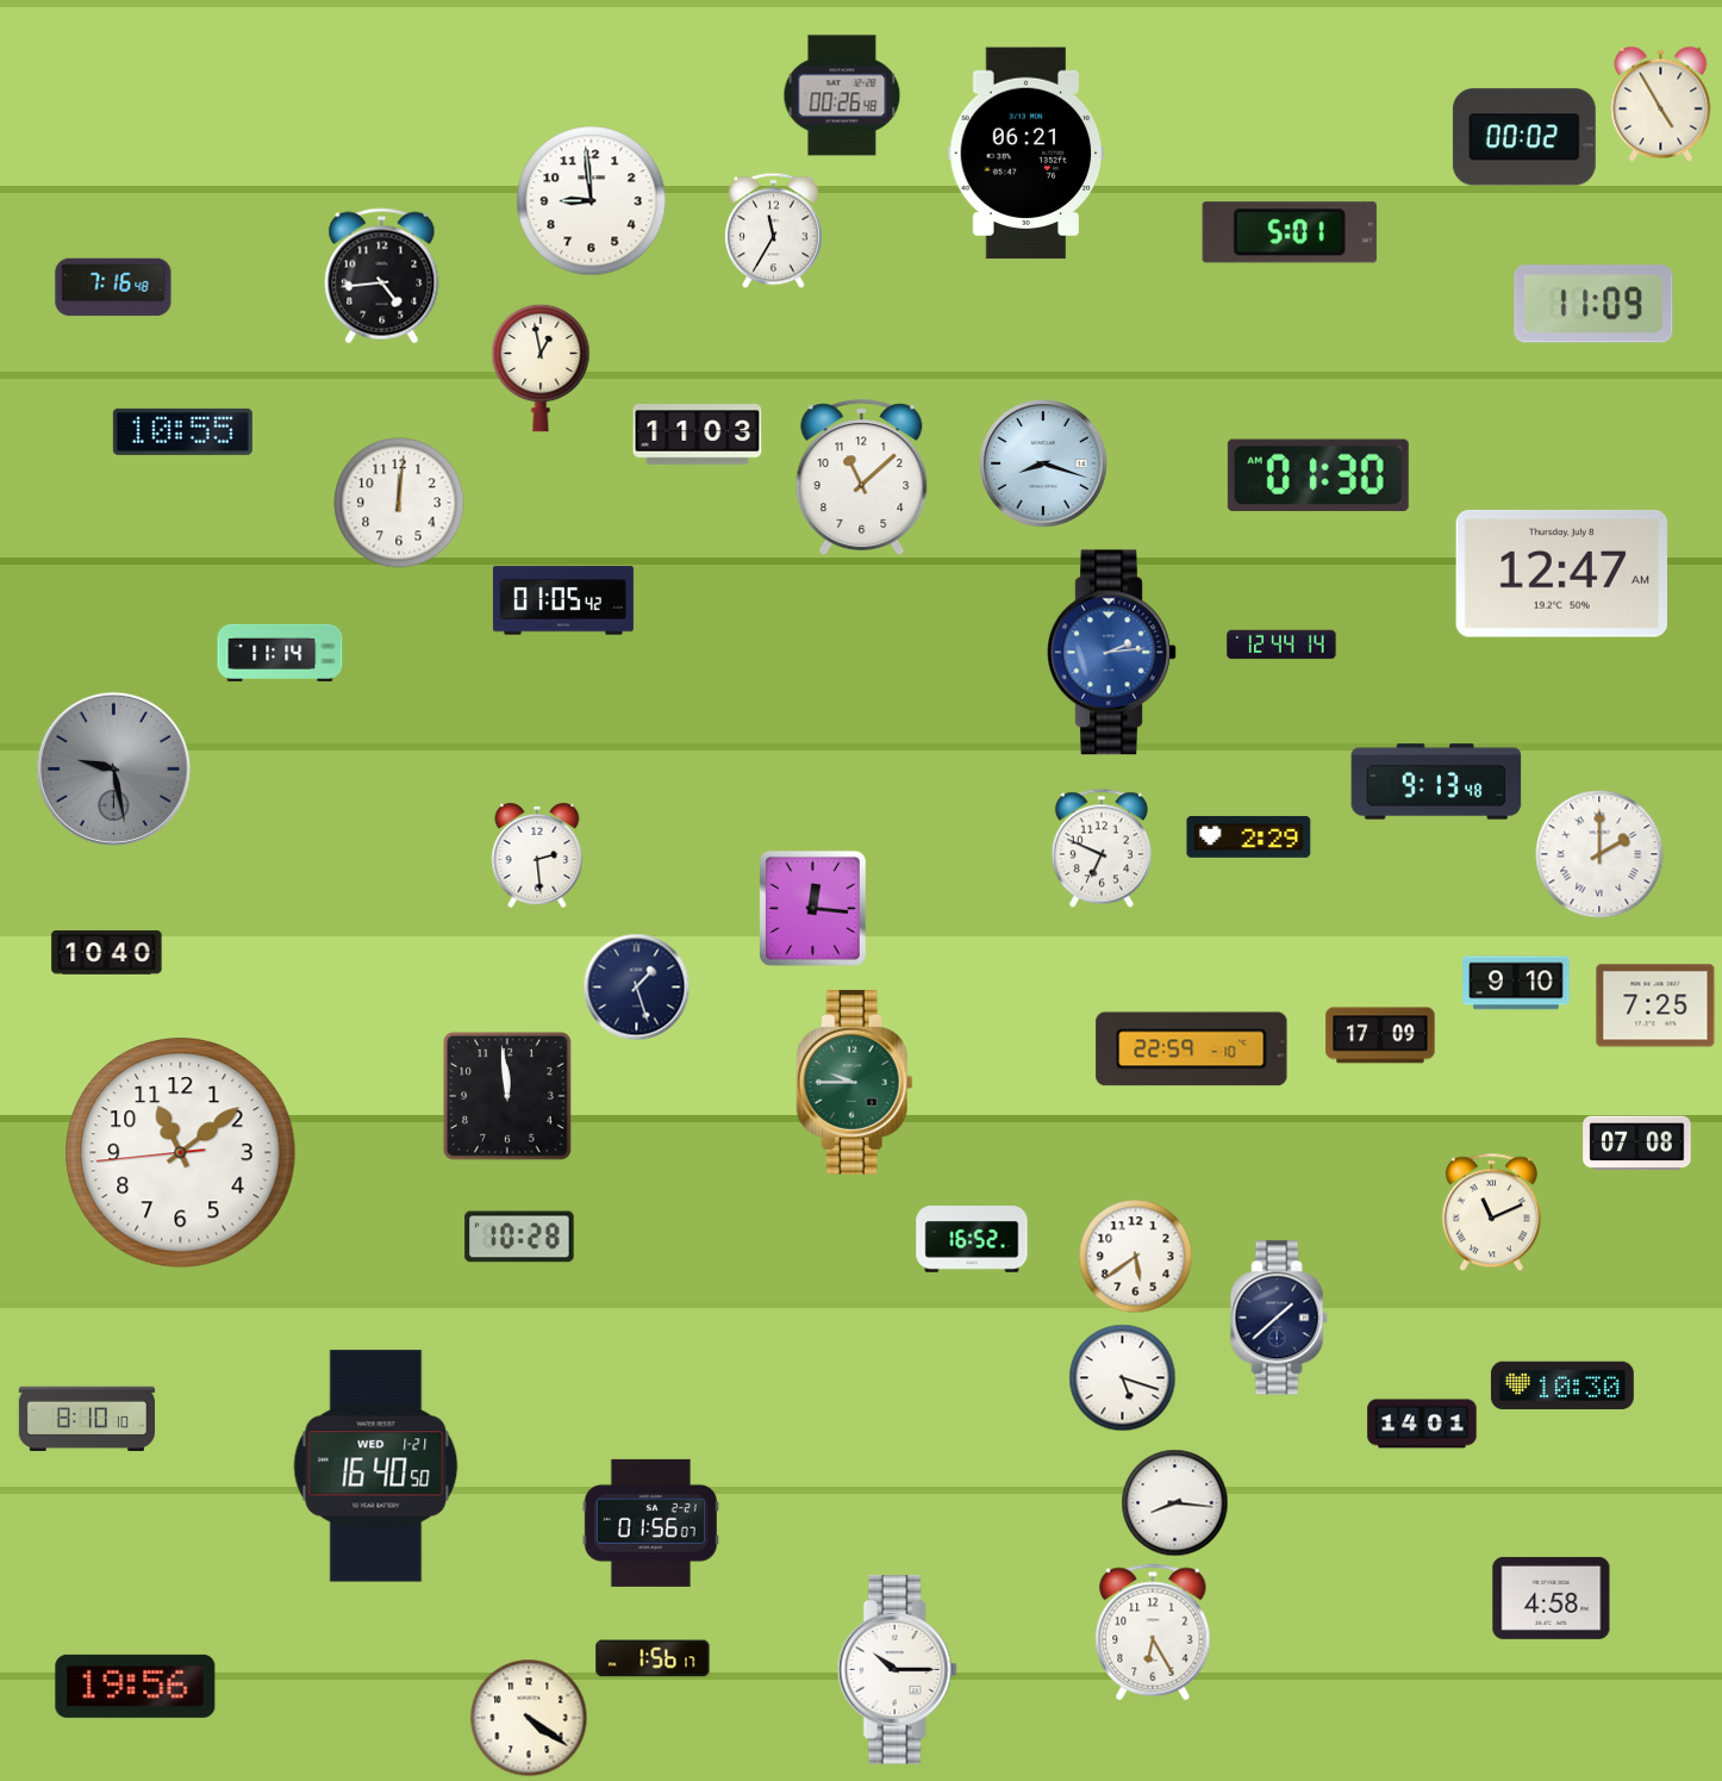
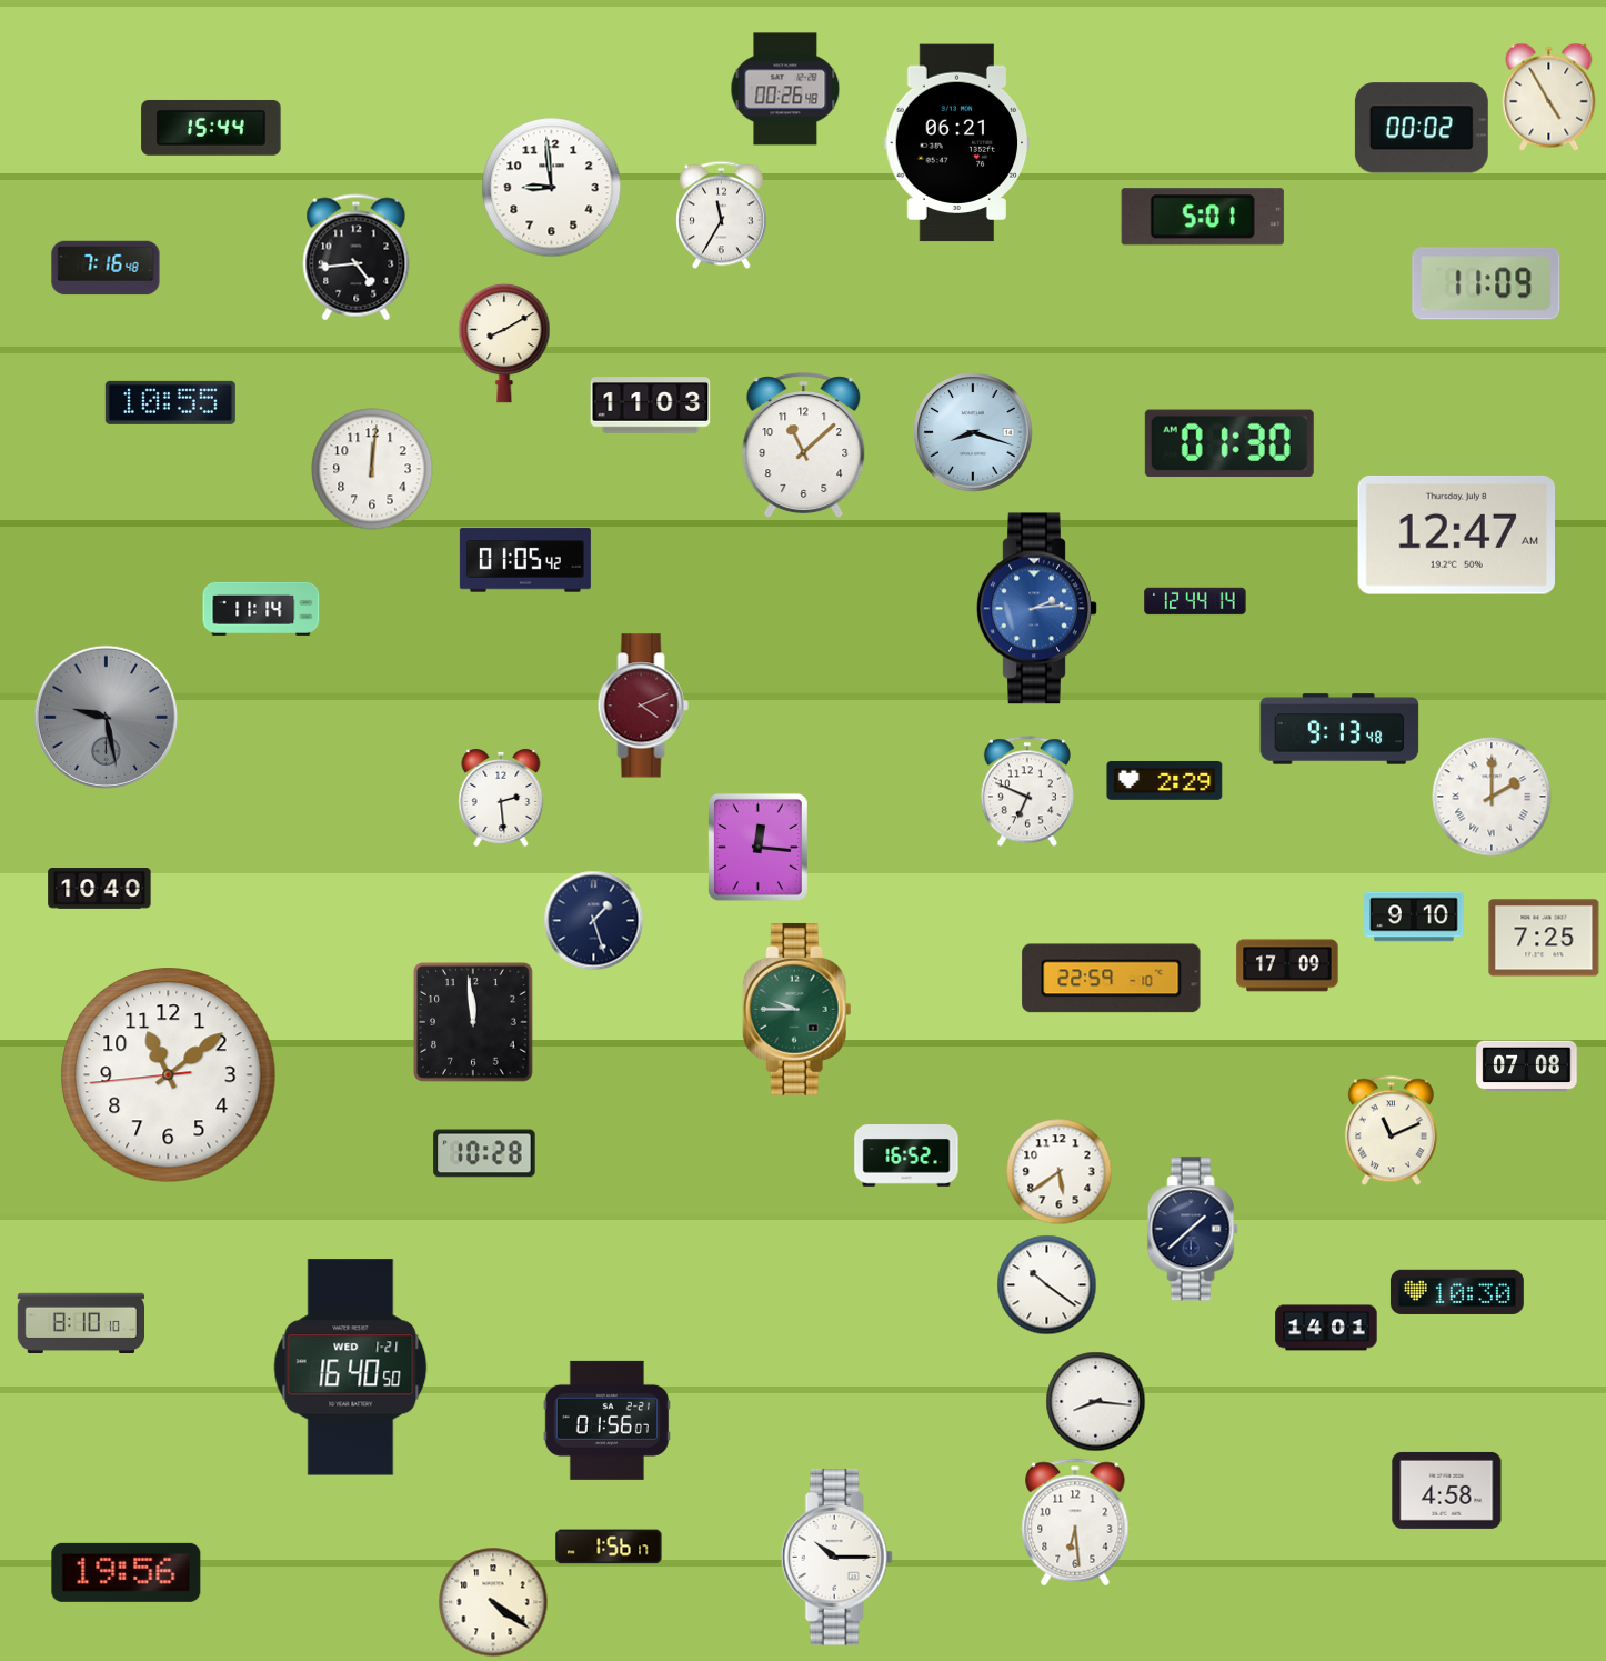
clock at (211, 128): none -> 15:44
clock at (541, 368): 12:58 -> 8:10
clock at (643, 706): none -> 4:11
clock at (1123, 1378): 5:18 -> 10:21
clock at (1153, 1632): 6:25 -> 6:29
